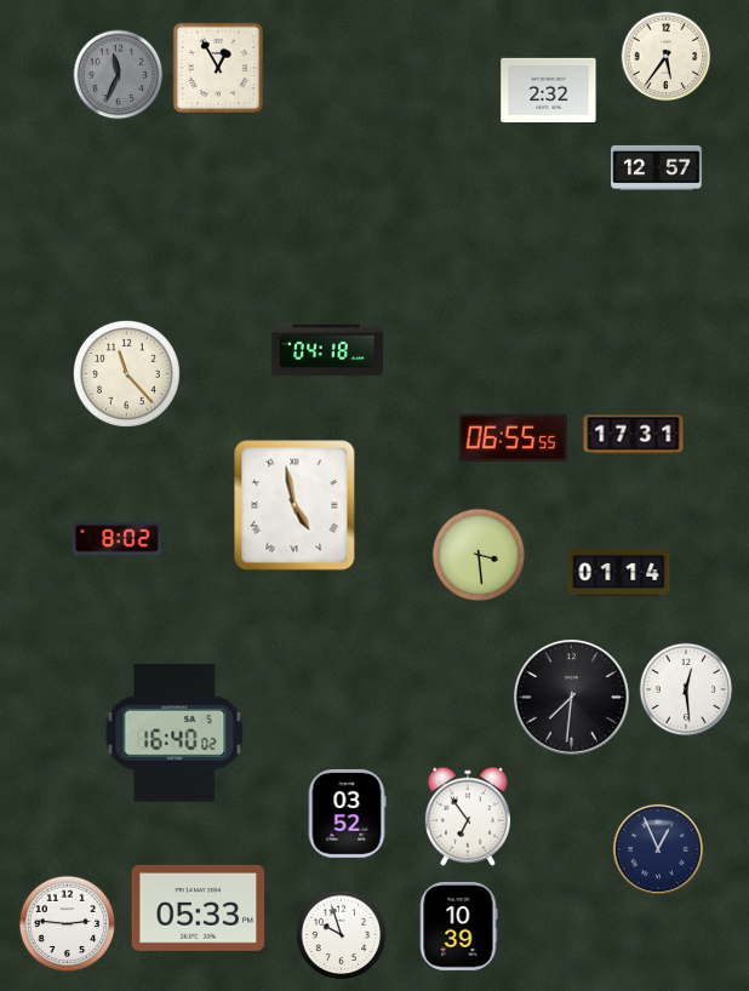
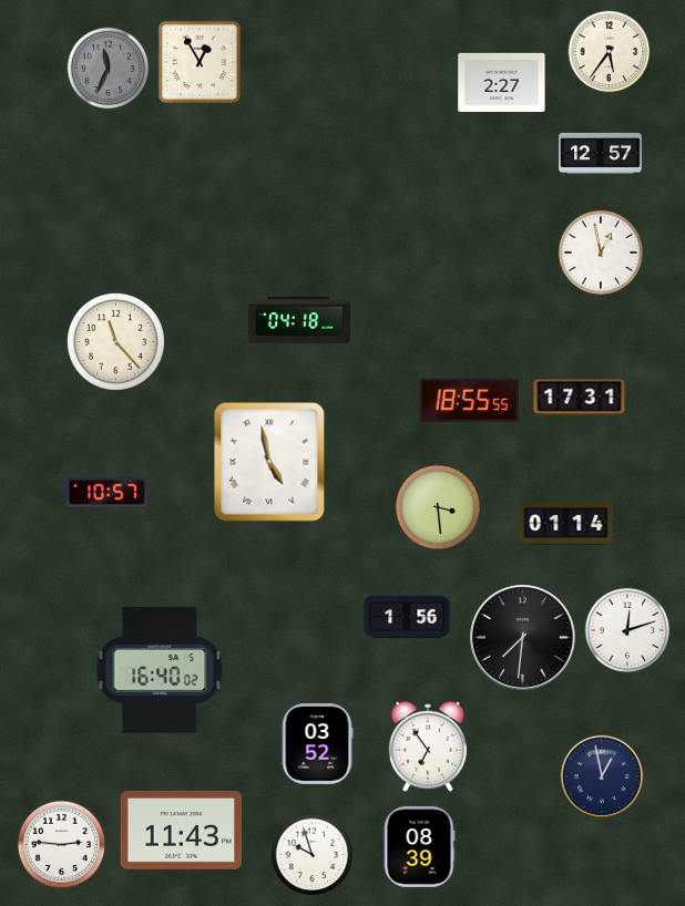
clock at (549, 90): 2:32 -> 2:27
clock at (601, 253): none -> 12:58
clock at (513, 437): 06:55 -> 18:55
clock at (116, 539): 8:02 -> 10:57
clock at (407, 617): none -> 1:56
clock at (686, 689): 12:29 -> 12:12
clock at (658, 849): 12:56 -> 12:58
clock at (199, 907): 05:33 -> 11:43
clock at (458, 926): 10:39 -> 08:39
